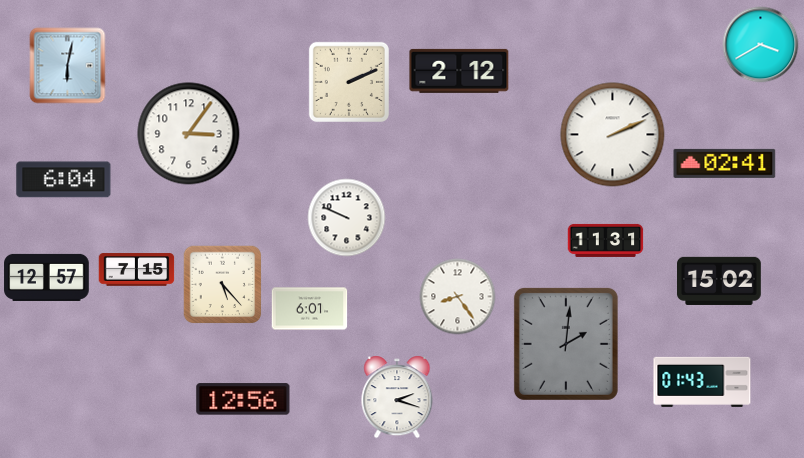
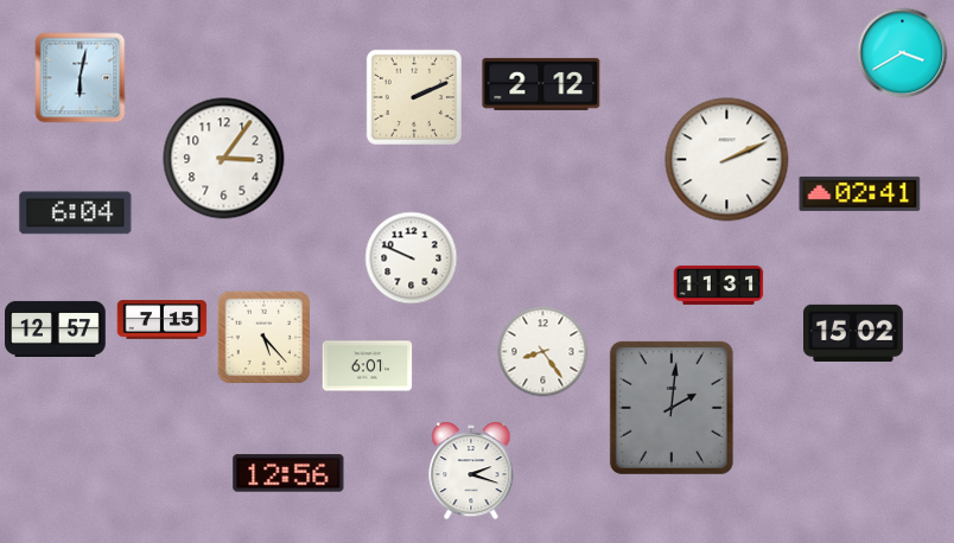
clock at (459, 71) position: (459, 71) -> (541, 84)
clock at (702, 382): 01:43 -> none
